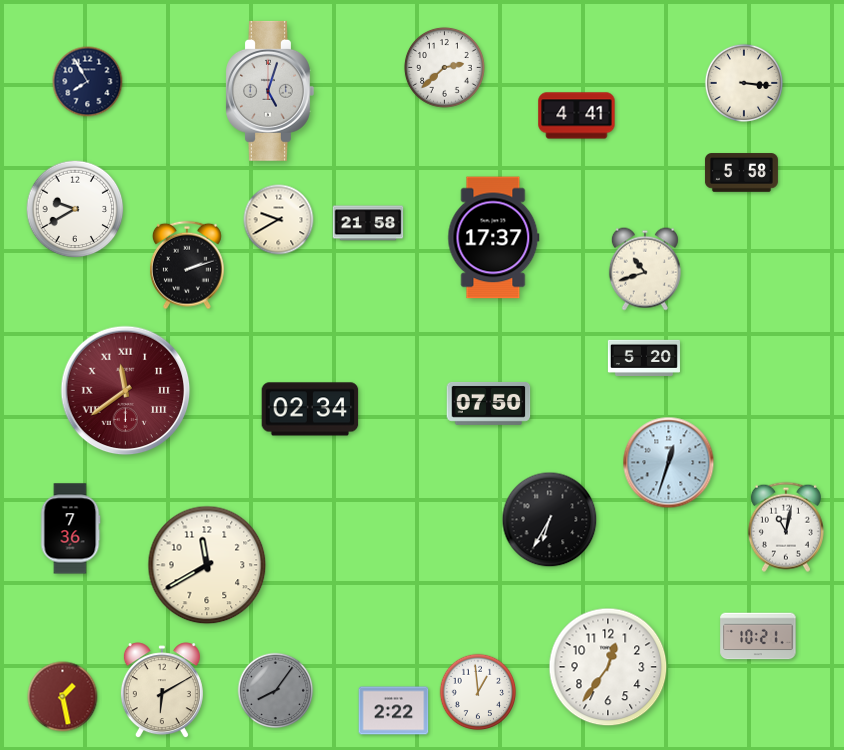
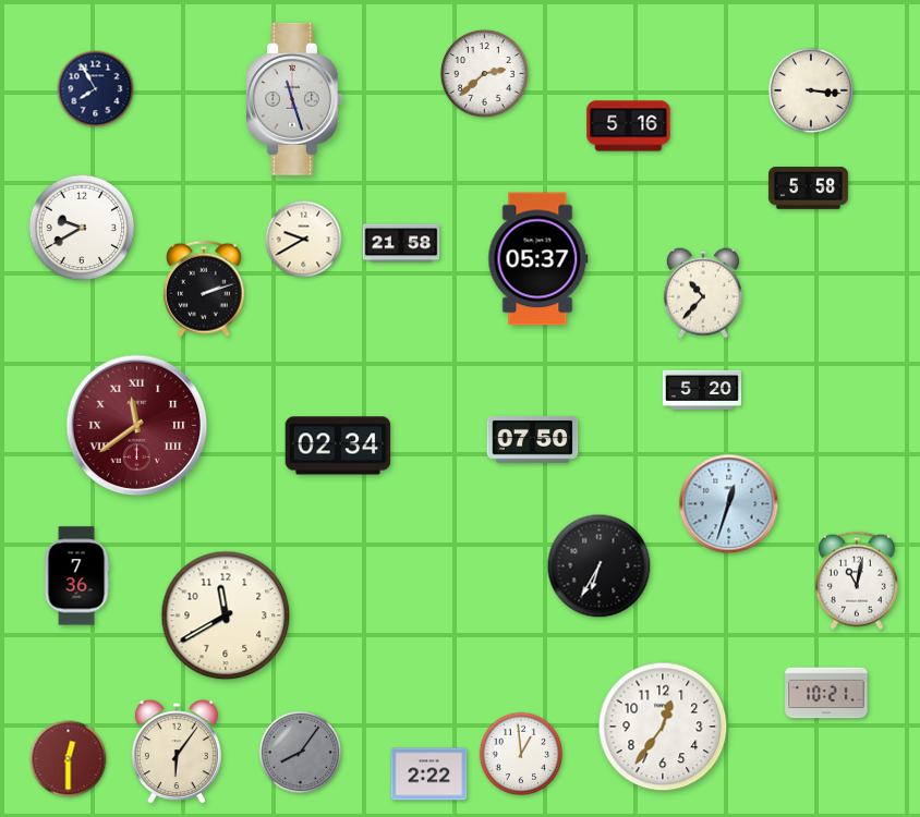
clock at (270, 91): 5:03 -> 11:27
clock at (577, 116): 4:41 -> 5:16
clock at (494, 238): 17:37 -> 05:37
clock at (645, 269): 10:42 -> 10:37
clock at (786, 527) position: (786, 527) -> (857, 581)
clock at (162, 691): 6:10 -> 6:06
clock at (63, 697): 1:28 -> 12:30
